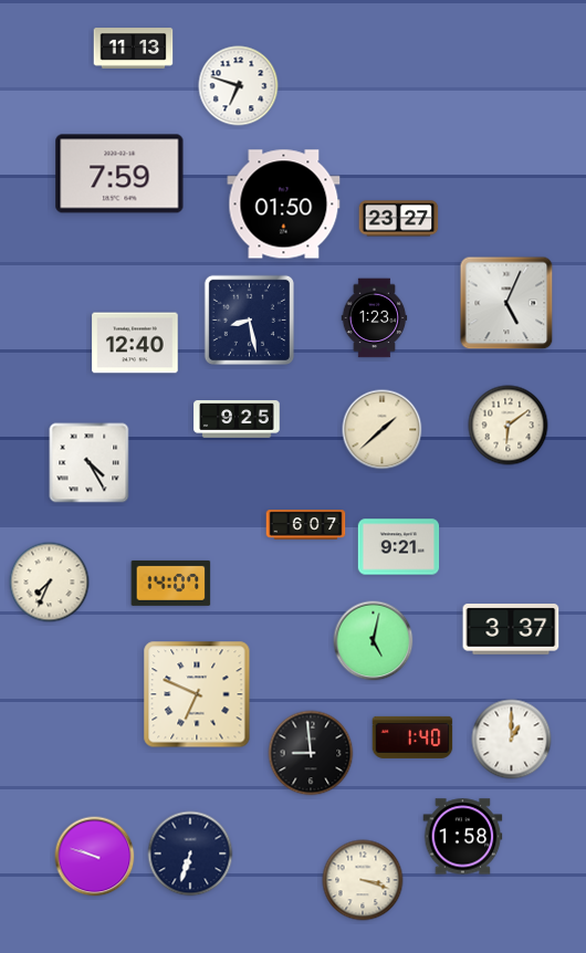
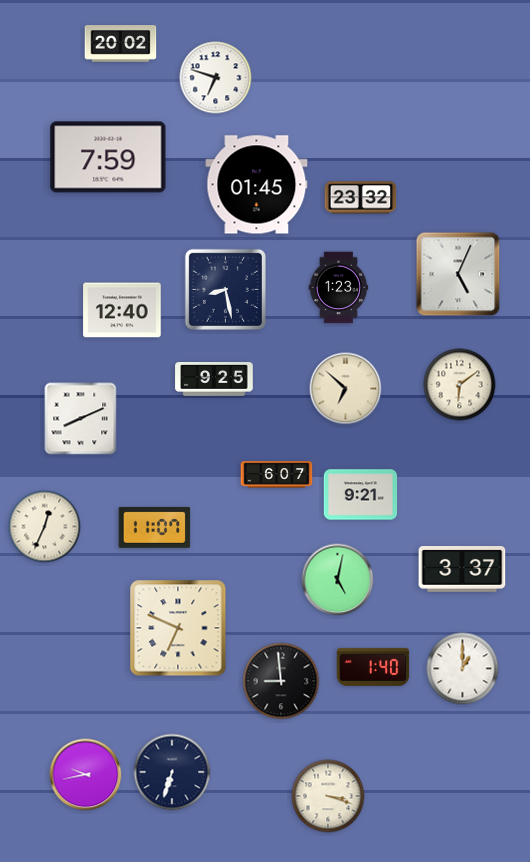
clock at (134, 49): 11:13 -> 20:02
clock at (284, 205): 01:50 -> 01:45
clock at (399, 219): 23:27 -> 23:32
clock at (383, 430): 1:38 -> 6:52
clock at (90, 463): 4:25 -> 8:11
clock at (50, 583): 7:34 -> 12:34
clock at (171, 583): 14:07 -> 11:07
clock at (463, 837): 1:58 -> none
clock at (95, 857): 9:48 -> 9:43
